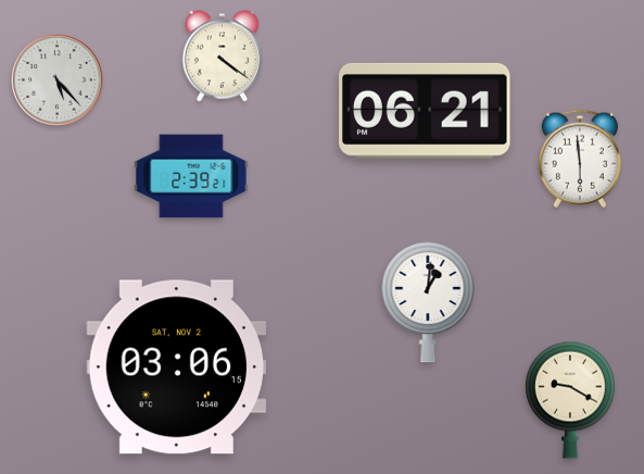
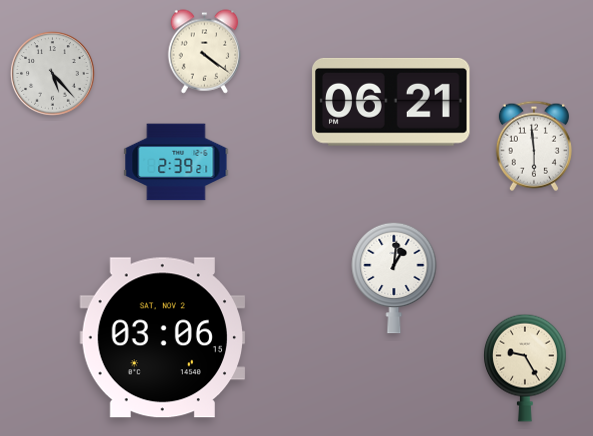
clock at (571, 400): 9:20 -> 9:25
